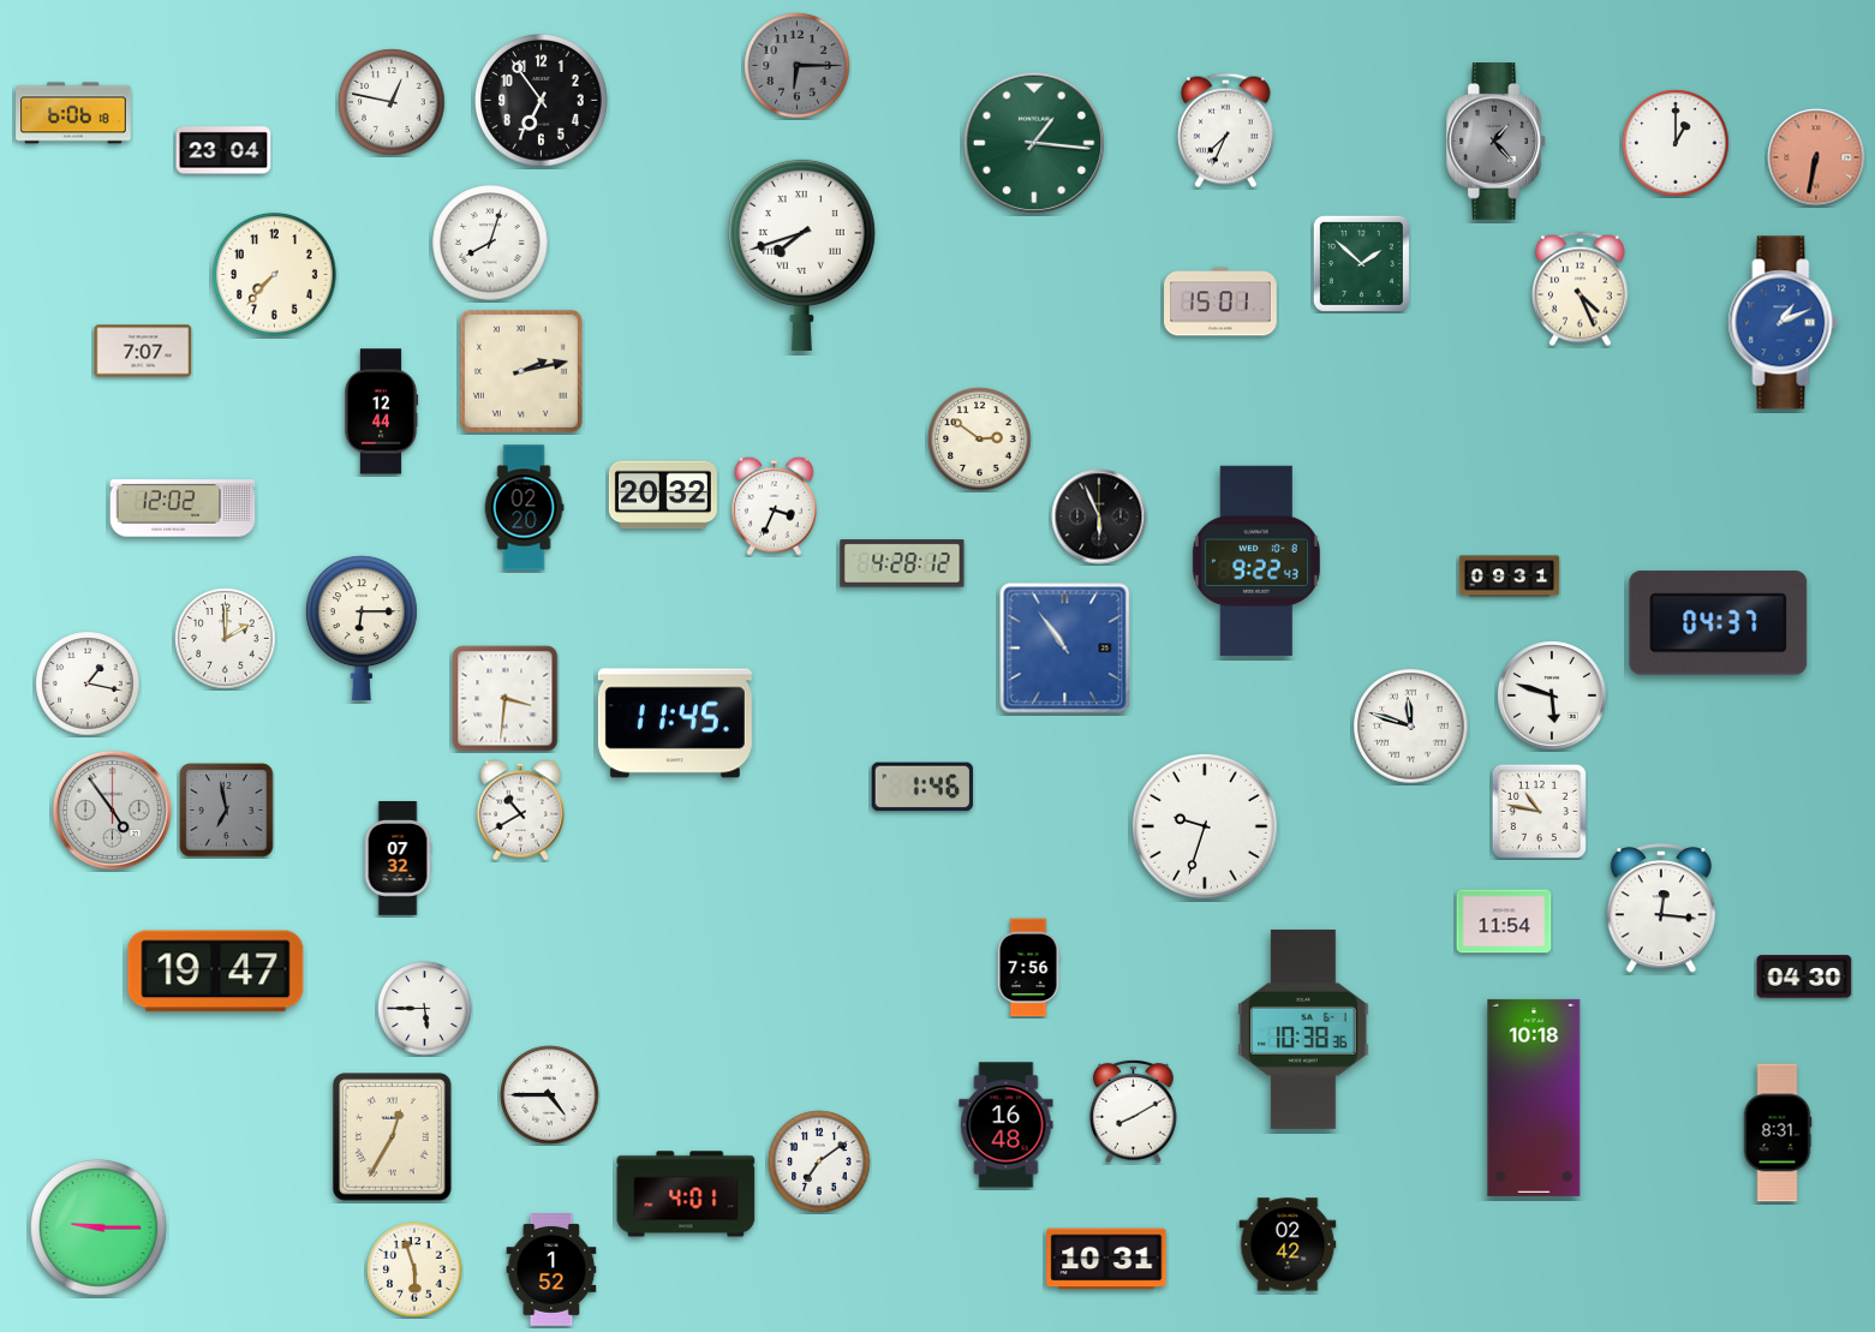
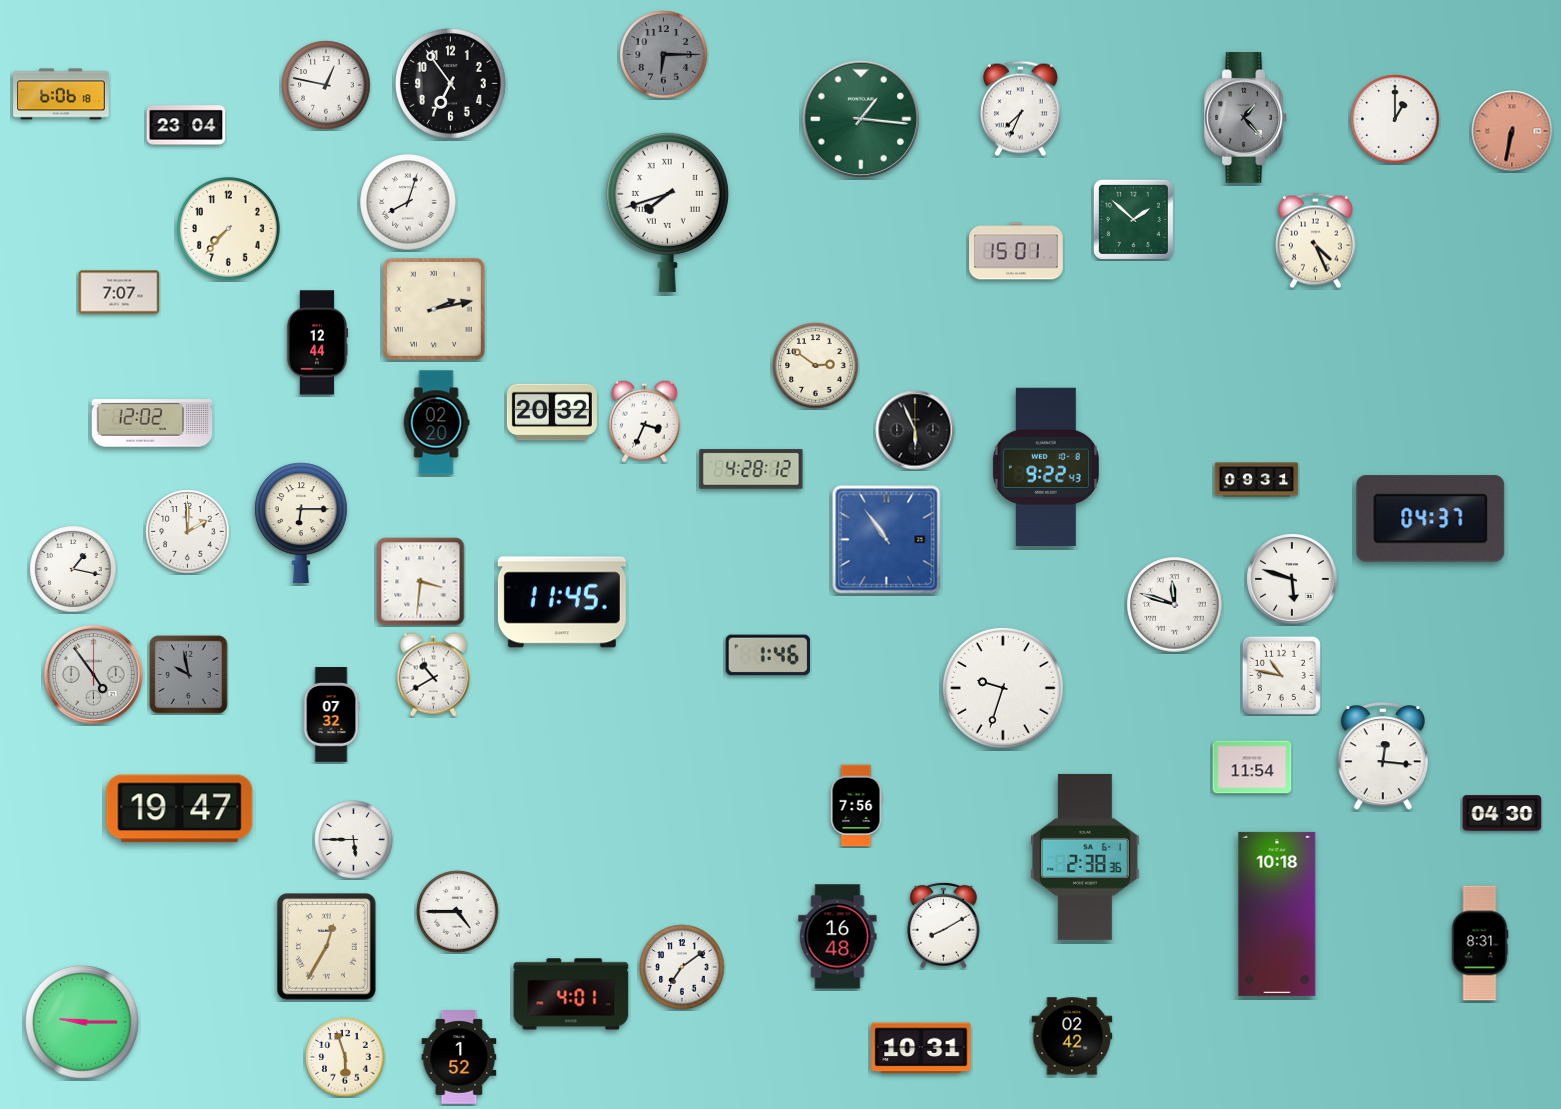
clock at (1784, 323): 1:11 -> none
clock at (227, 811): 6:58 -> 9:58
clock at (1304, 1029): 10:38 -> 2:38
